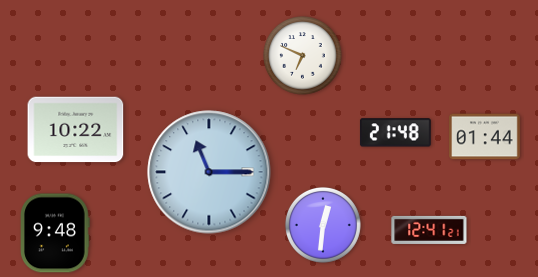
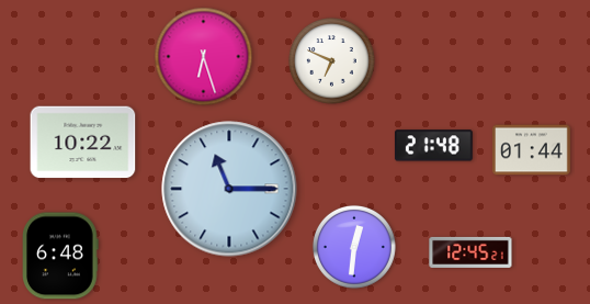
clock at (204, 57): none -> 6:27
clock at (429, 230): 12:41 -> 12:45
clock at (55, 233): 9:48 -> 6:48
